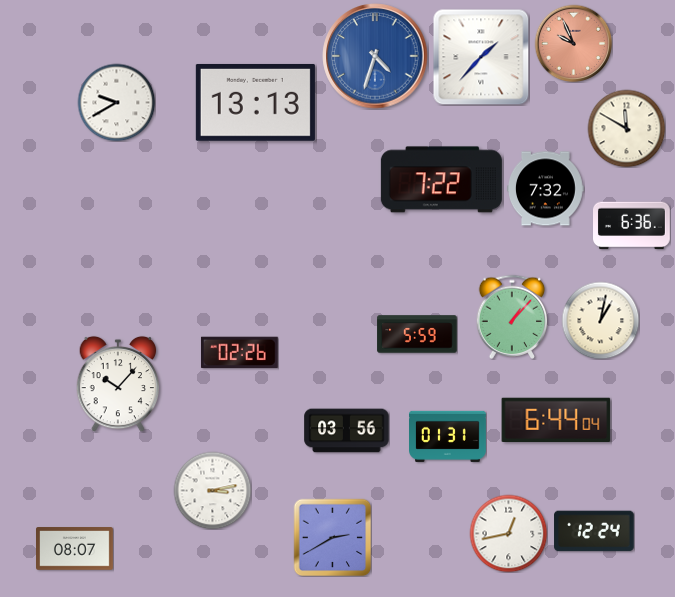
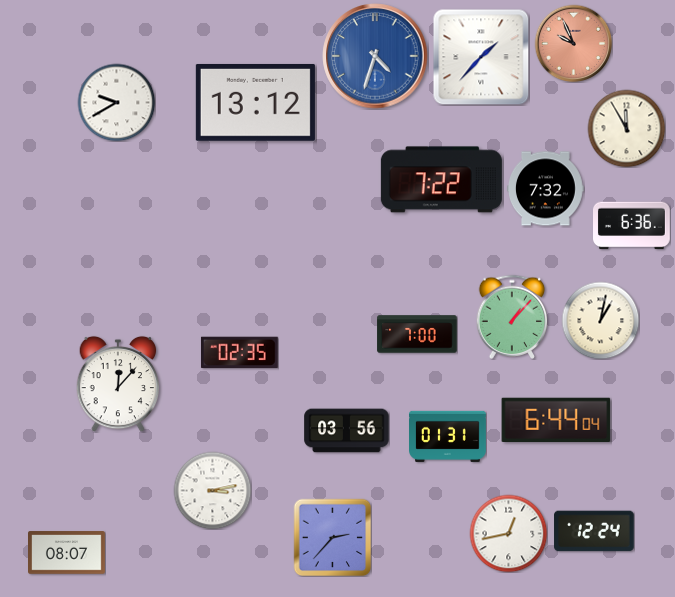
clock at (255, 102): 13:13 -> 13:12
clock at (626, 128): 11:50 -> 11:55
clock at (417, 334): 5:59 -> 7:00
clock at (239, 353): 02:26 -> 02:35
clock at (118, 384): 10:07 -> 12:07
clock at (332, 537): 2:40 -> 2:37
clock at (75, 549) position: (75, 549) -> (67, 553)
